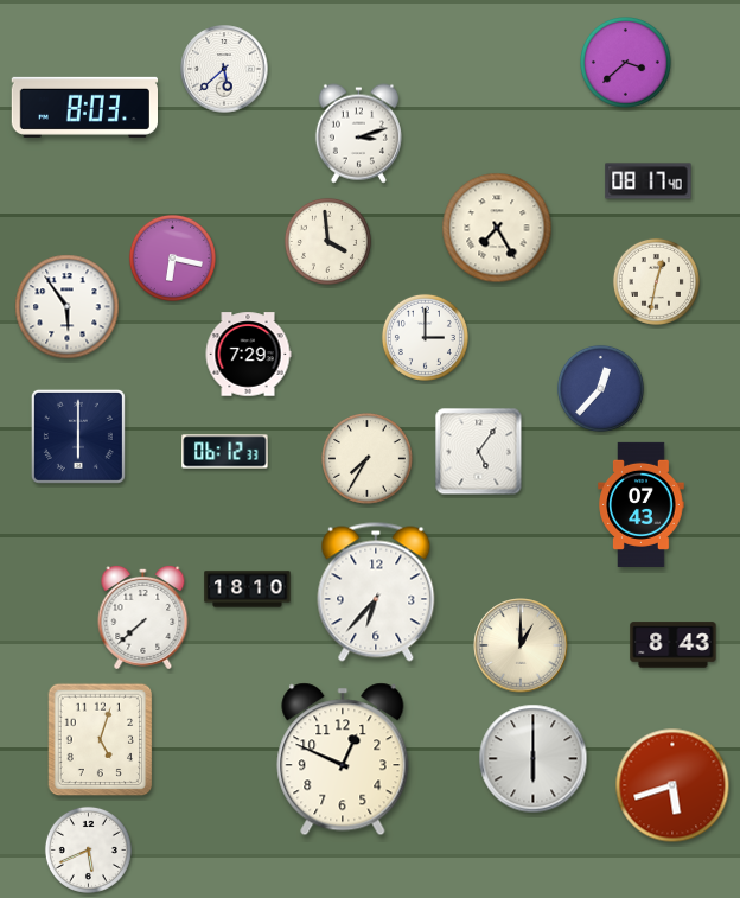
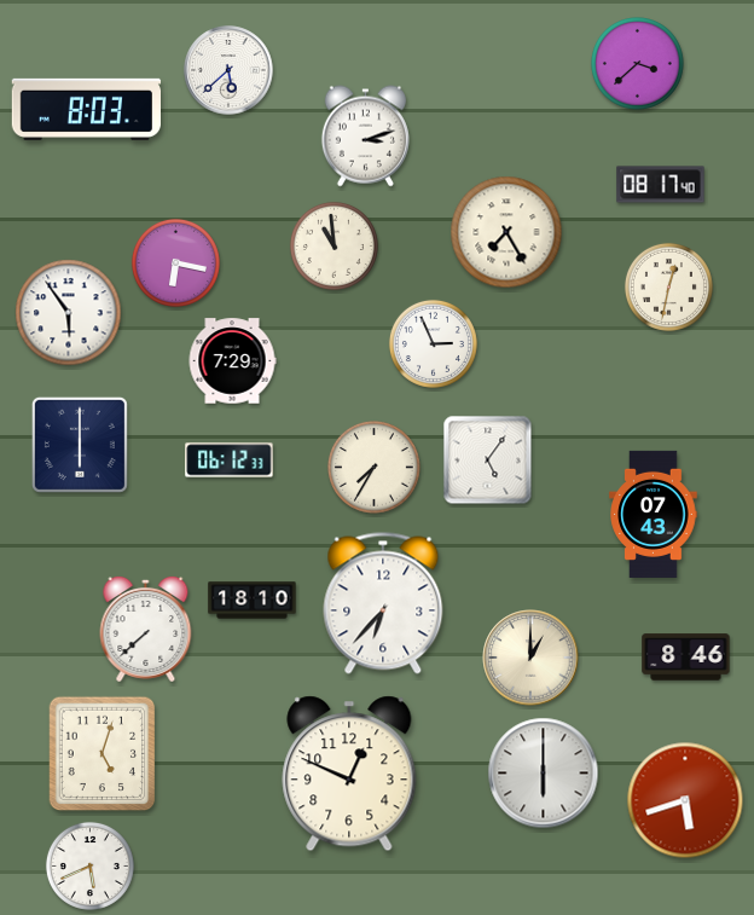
clock at (327, 241): 3:59 -> 10:59
clock at (425, 337): 3:00 -> 2:56
clock at (248, 355) position: (248, 355) -> (232, 361)
clock at (600, 388): 12:37 -> none
clock at (674, 645): 8:43 -> 8:46
